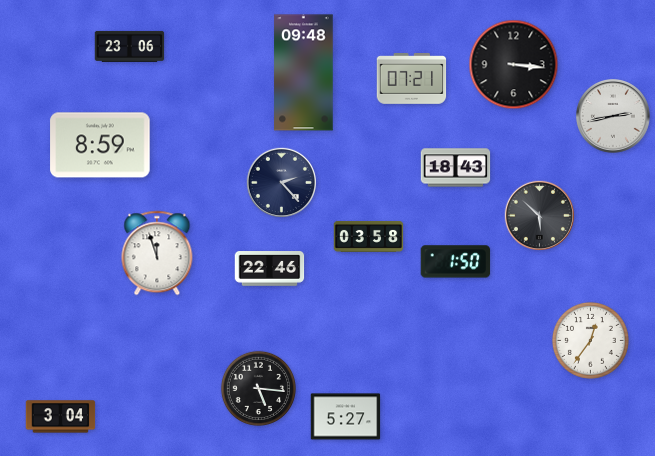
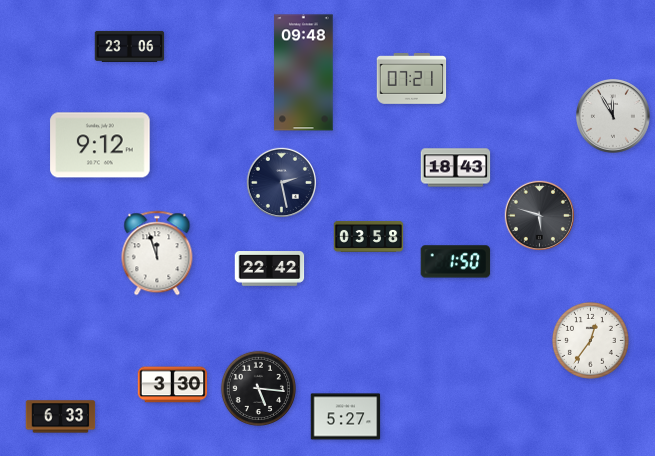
clock at (514, 65): 3:16 -> none
clock at (614, 117): 2:43 -> 11:55
clock at (100, 145): 8:59 -> 9:12
clock at (281, 182): 2:23 -> 2:28
clock at (539, 215): 5:52 -> 5:48
clock at (270, 269): 22:46 -> 22:42
clock at (173, 385): none -> 3:30
clock at (61, 417): 3:04 -> 6:33
